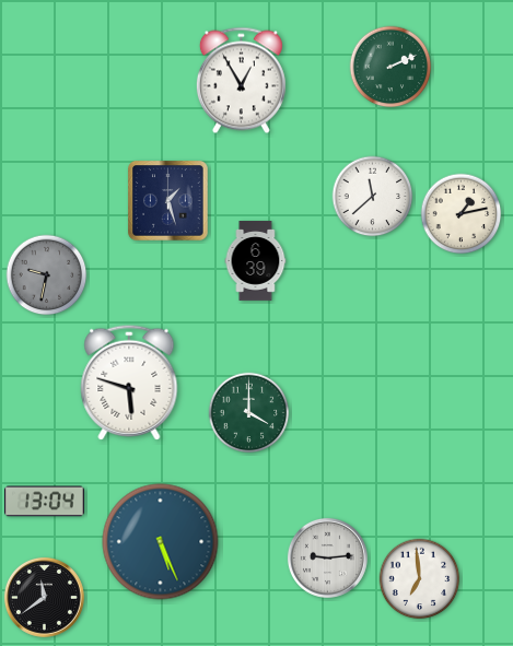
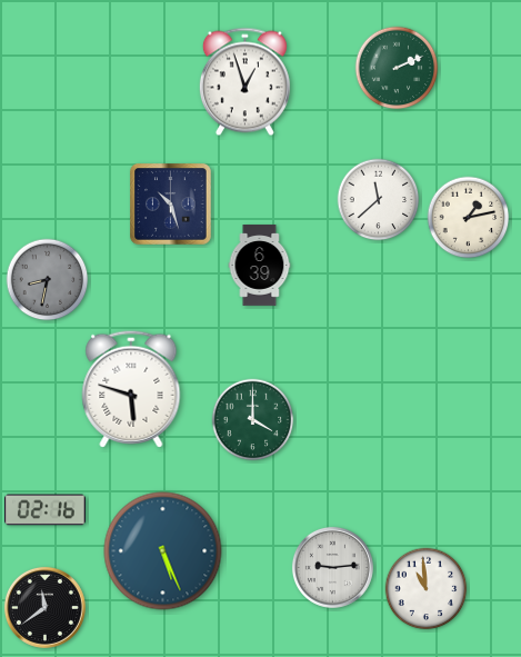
clock at (241, 81): 12:55 -> 12:57
clock at (168, 201): 1:27 -> 10:27
clock at (47, 275): 9:32 -> 8:32
clock at (45, 502): 13:04 -> 02:16
clock at (420, 579): 6:59 -> 10:59
